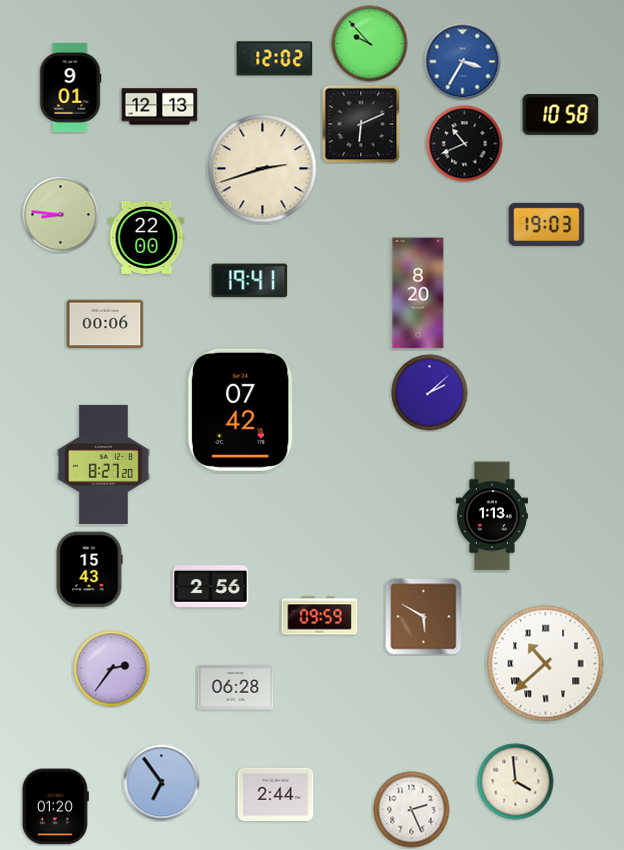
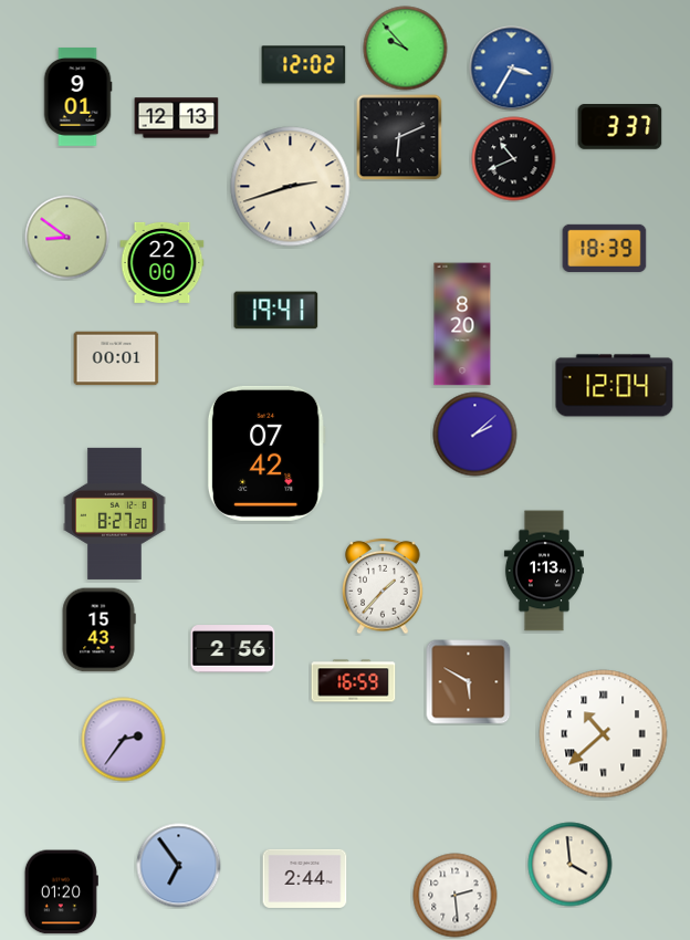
clock at (370, 44) position: (370, 44) -> (406, 49)
clock at (561, 115): 10:58 -> 3:37
clock at (61, 215): 8:46 -> 8:51
clock at (547, 224): 19:03 -> 18:39
clock at (105, 324): 00:06 -> 00:01
clock at (615, 386): none -> 12:04
clock at (383, 586): none -> 1:37
clock at (320, 616): 09:59 -> 16:59
clock at (236, 688): 06:28 -> none
clock at (412, 810): 2:26 -> 2:29
